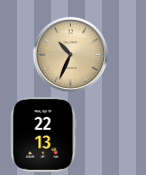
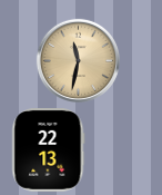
clock at (70, 54): 10:34 -> 11:32
